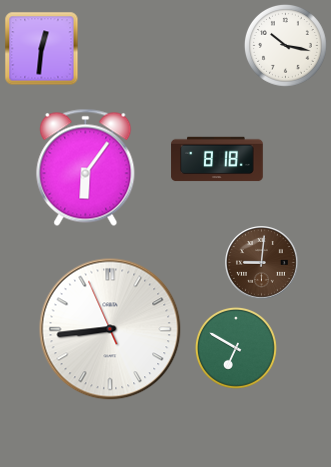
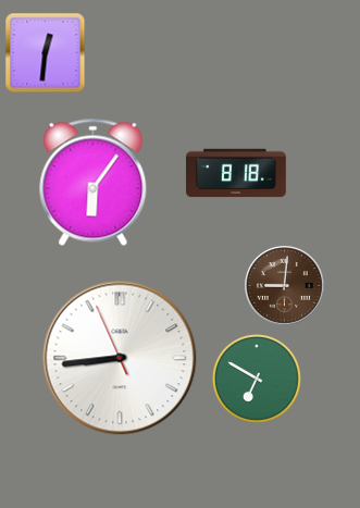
clock at (285, 45): 10:17 -> none
